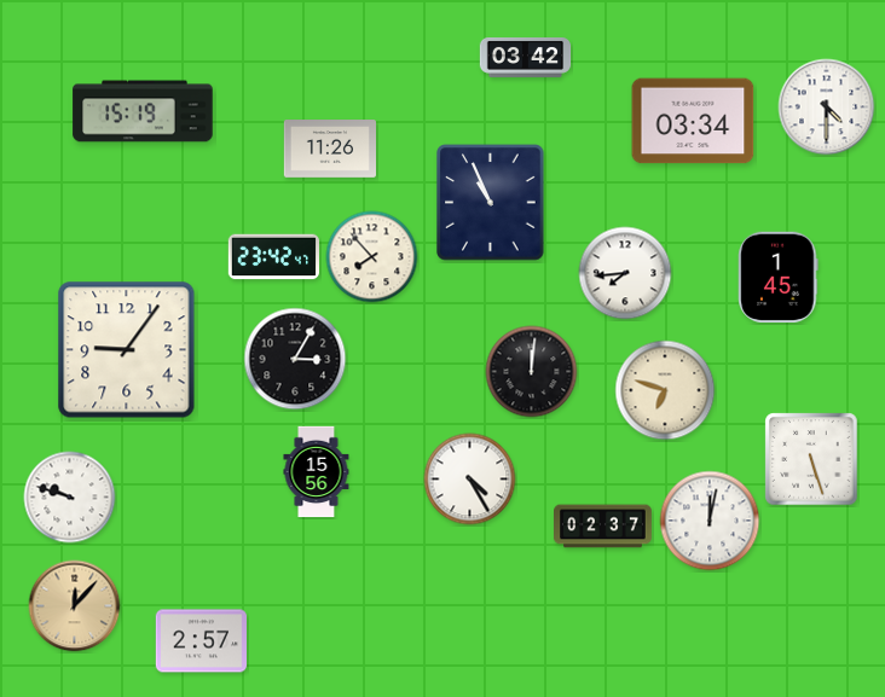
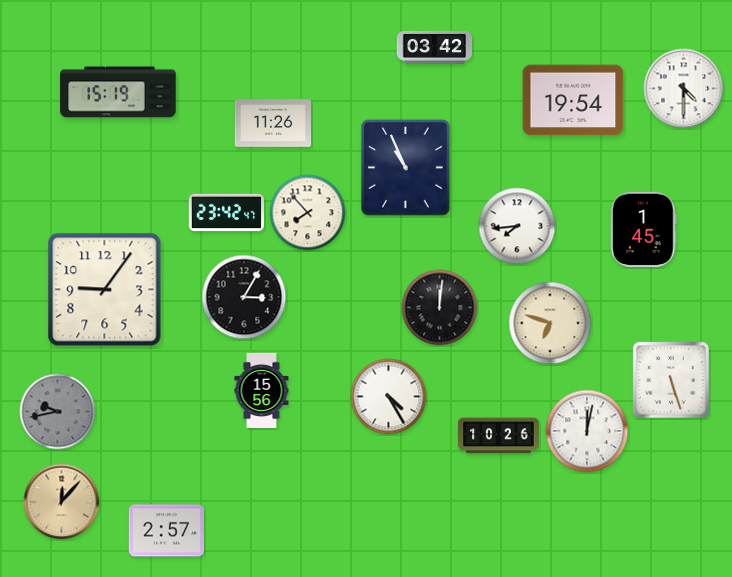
clock at (693, 121): 03:34 -> 19:54
clock at (70, 498): 9:48 -> 9:43
clock at (70, 498) dial: white -> grey
clock at (603, 527): 02:37 -> 10:26
